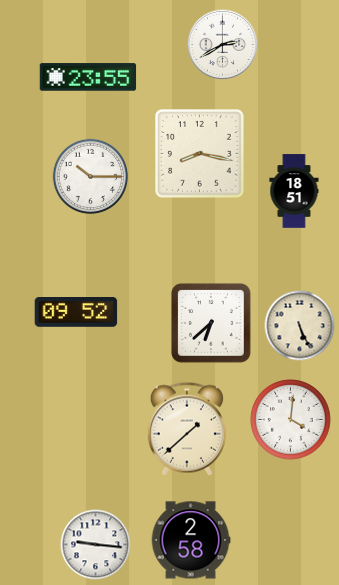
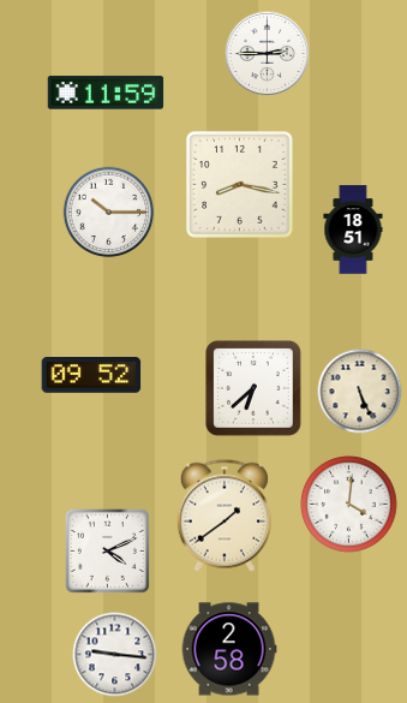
clock at (223, 45): 2:40 -> 2:45
clock at (88, 77): 23:55 -> 11:59
clock at (187, 429): 1:38 -> 1:39
clock at (107, 550): none -> 4:11
